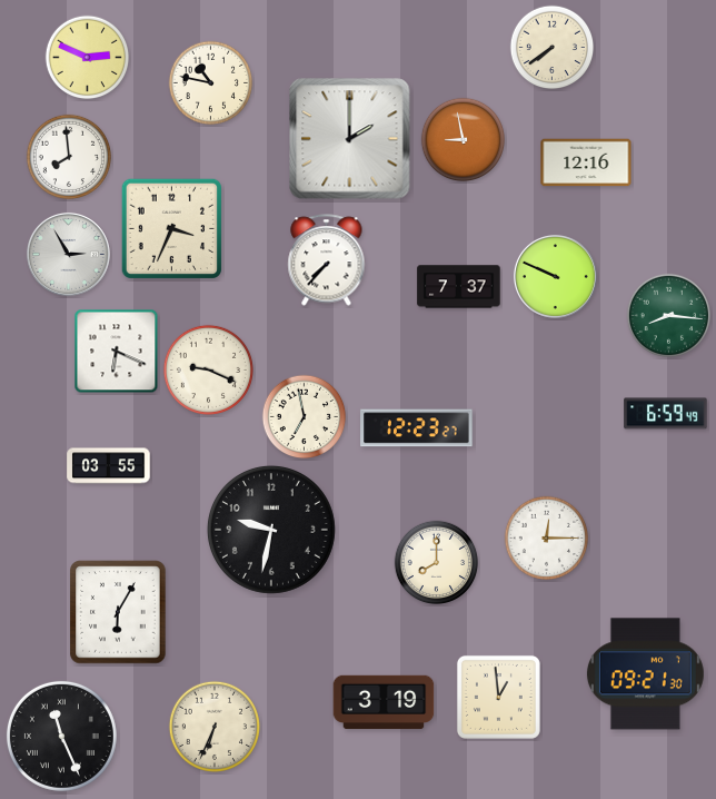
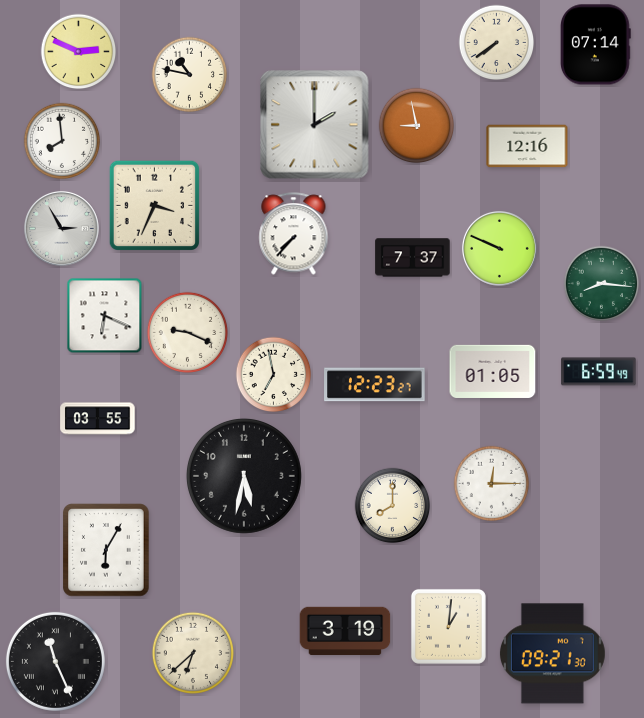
clock at (596, 45): none -> 07:14
clock at (493, 371): none -> 01:05
clock at (271, 530): 9:32 -> 5:32
clock at (645, 674) position: (645, 674) -> (552, 654)
clock at (498, 697): 12:59 -> 1:01
clock at (213, 726): 6:34 -> 6:38
